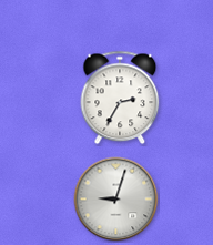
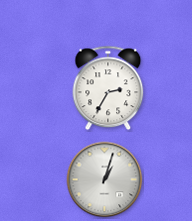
clock at (116, 200): 9:03 -> 1:03
